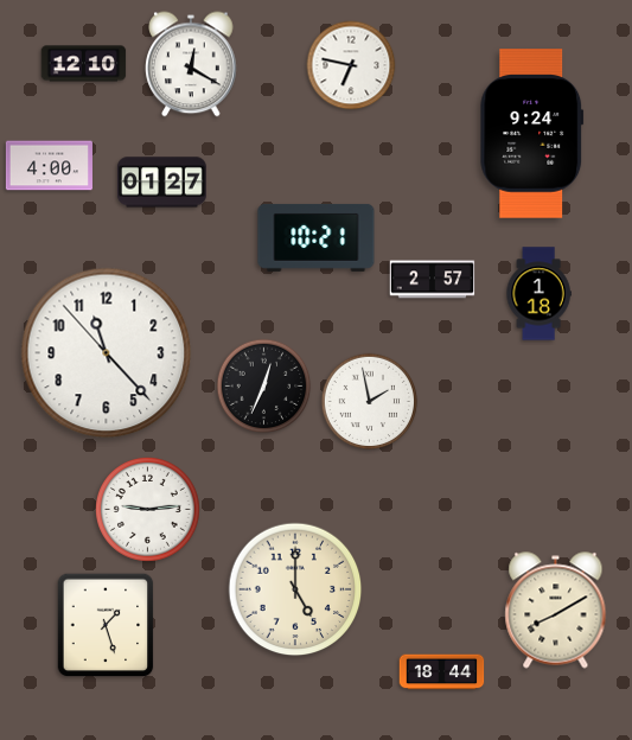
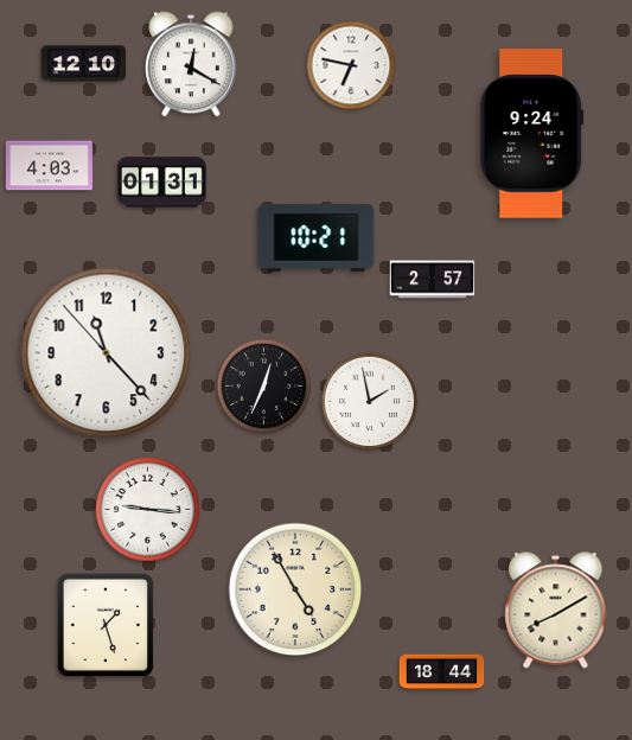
clock at (49, 166): 4:00 -> 4:03
clock at (161, 183): 01:27 -> 01:31
clock at (538, 294): 1:18 -> none
clock at (148, 510): 9:14 -> 9:16
clock at (295, 589): 5:00 -> 4:55
